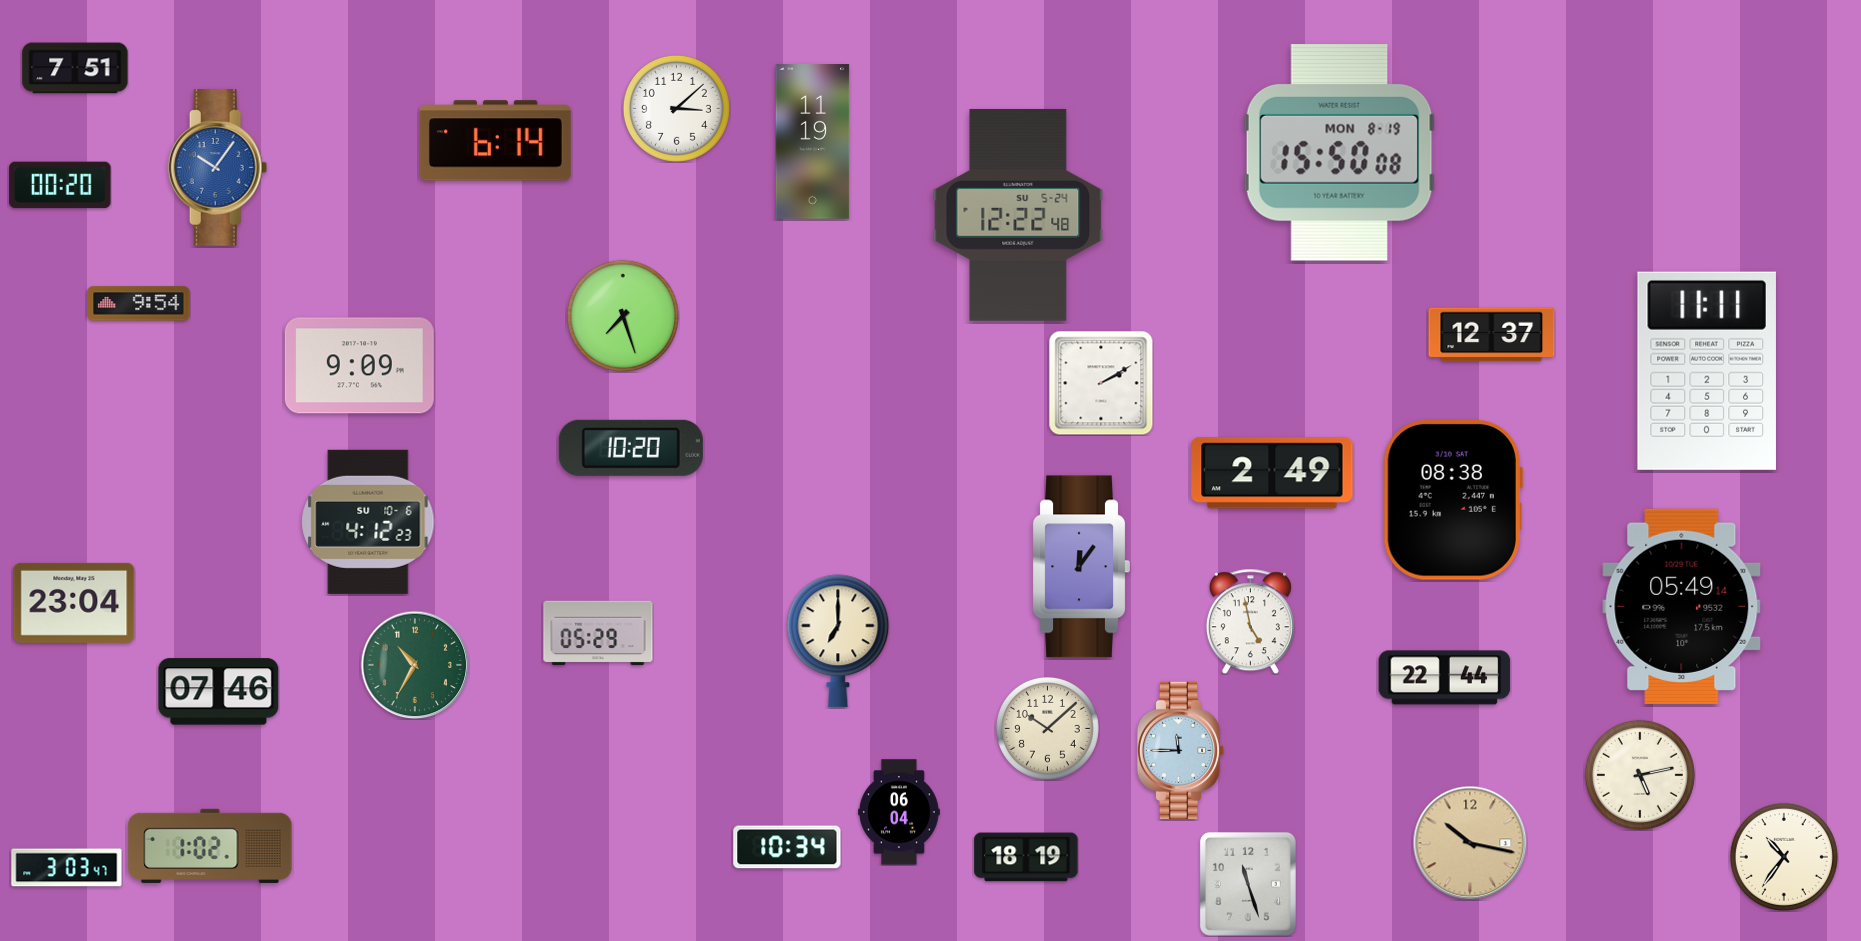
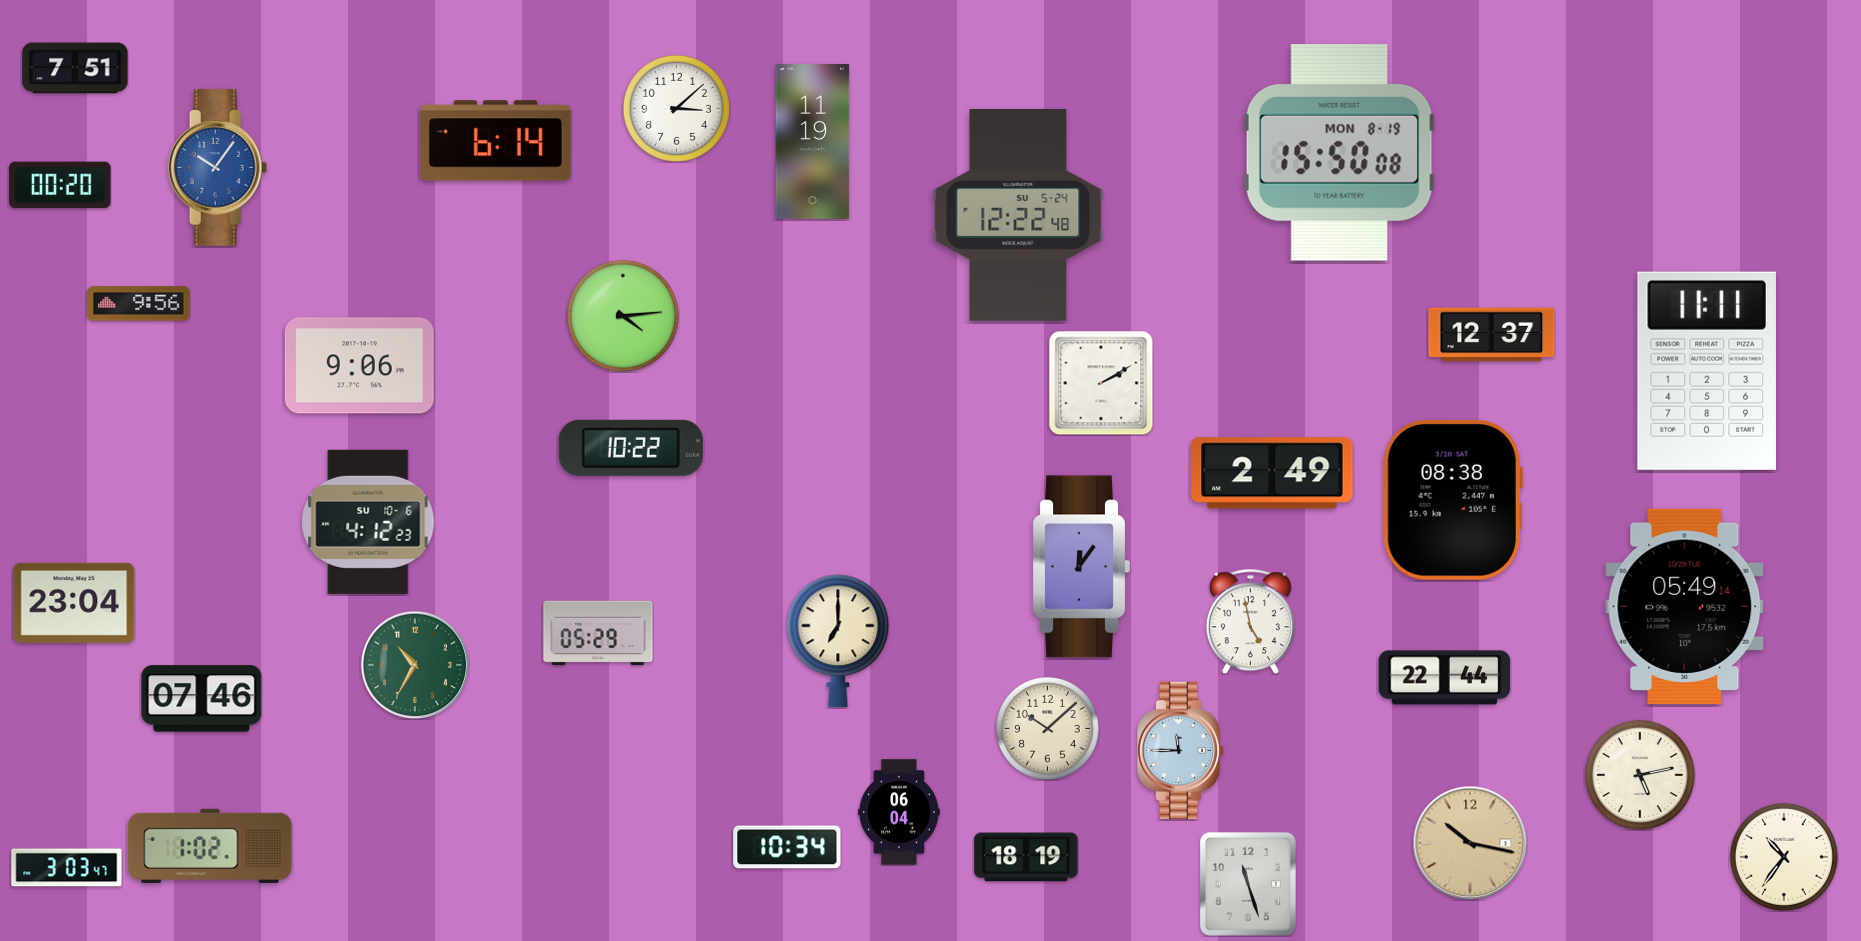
clock at (139, 304): 9:54 -> 9:56
clock at (623, 316): 7:27 -> 4:14
clock at (359, 366): 9:09 -> 9:06
clock at (631, 448): 10:20 -> 10:22
clock at (1682, 606) position: (1682, 606) -> (1685, 606)
clock at (219, 692) position: (219, 692) -> (202, 699)
